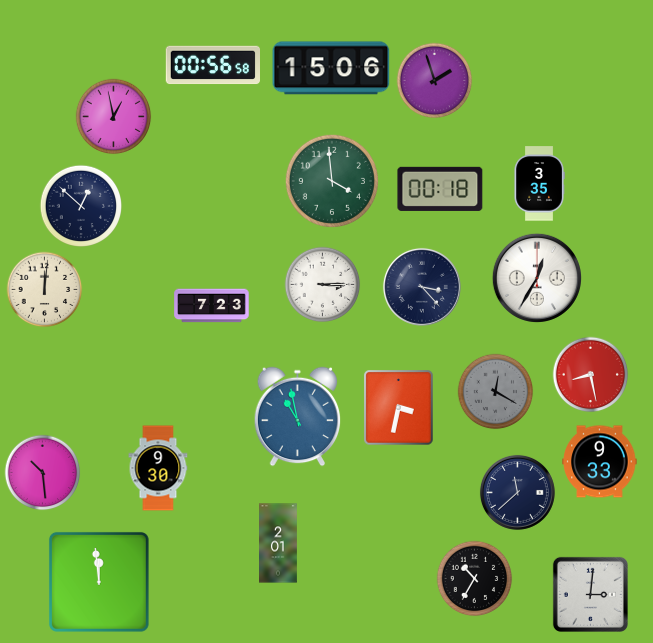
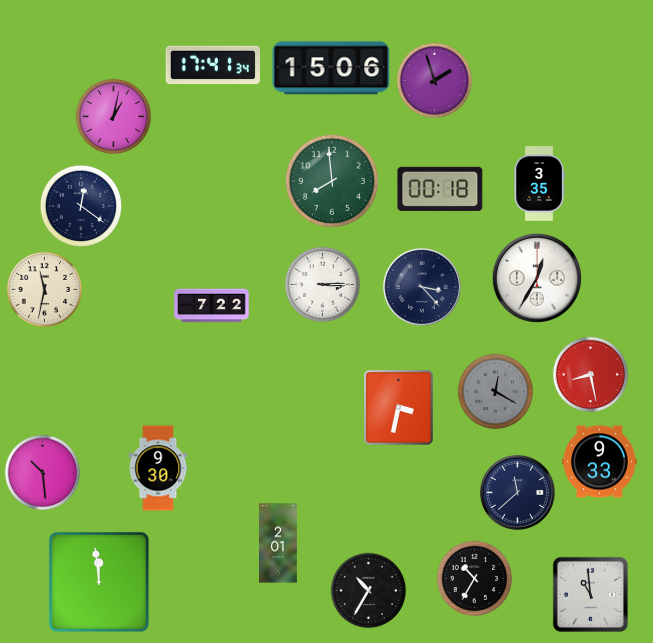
clock at (212, 65): 00:56 -> 17:41
clock at (114, 117): 12:58 -> 1:02
clock at (332, 181): 3:59 -> 7:59
clock at (81, 206): 12:52 -> 12:21
clock at (45, 290): 12:01 -> 11:32
clock at (212, 306): 7:23 -> 7:22
clock at (298, 417): 10:58 -> none
clock at (369, 591): none -> 10:35
clock at (590, 594): 3:01 -> 10:59
